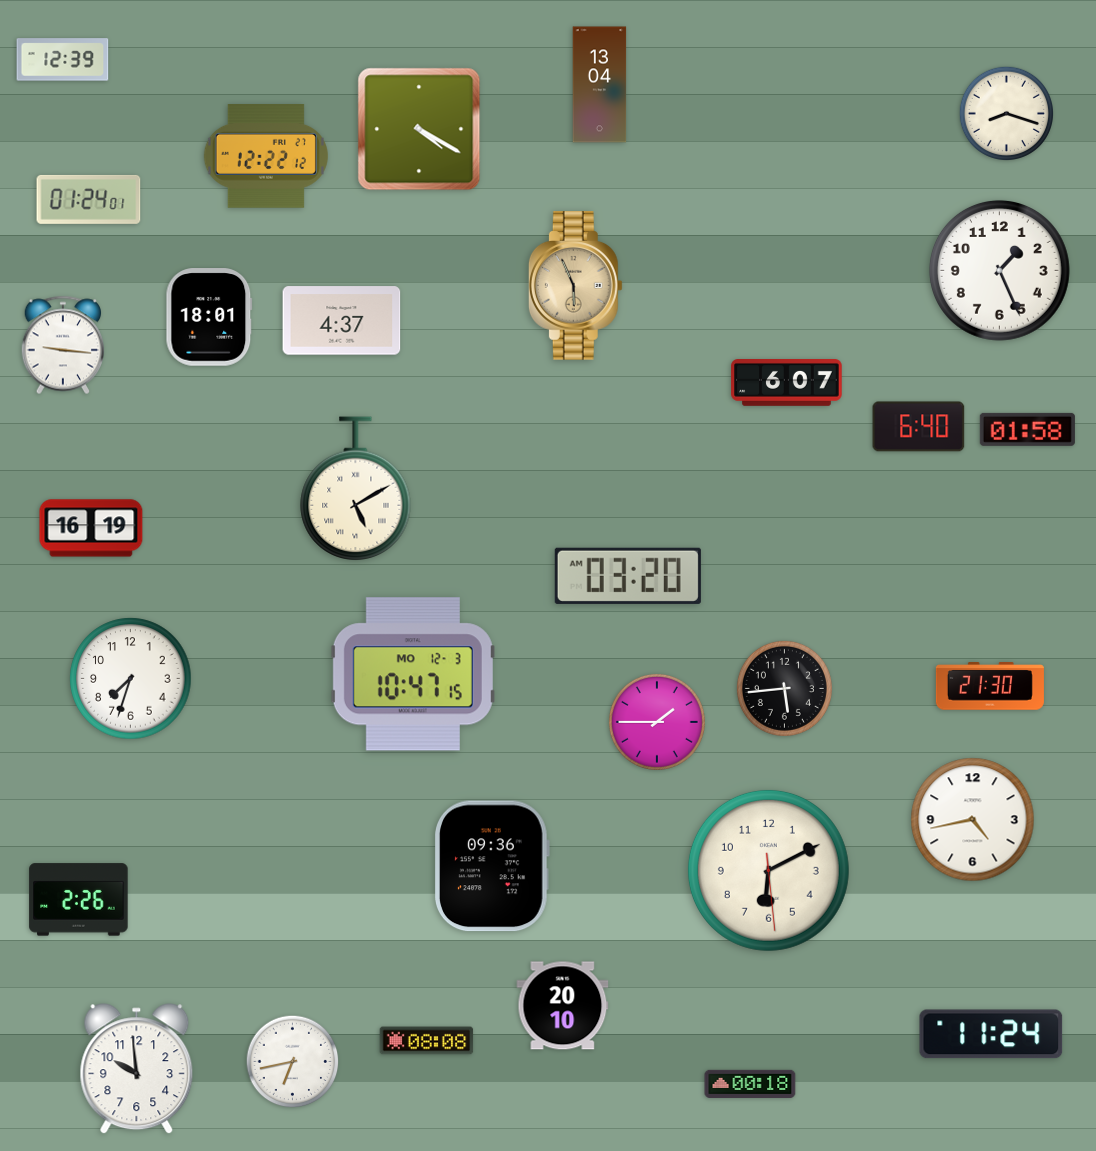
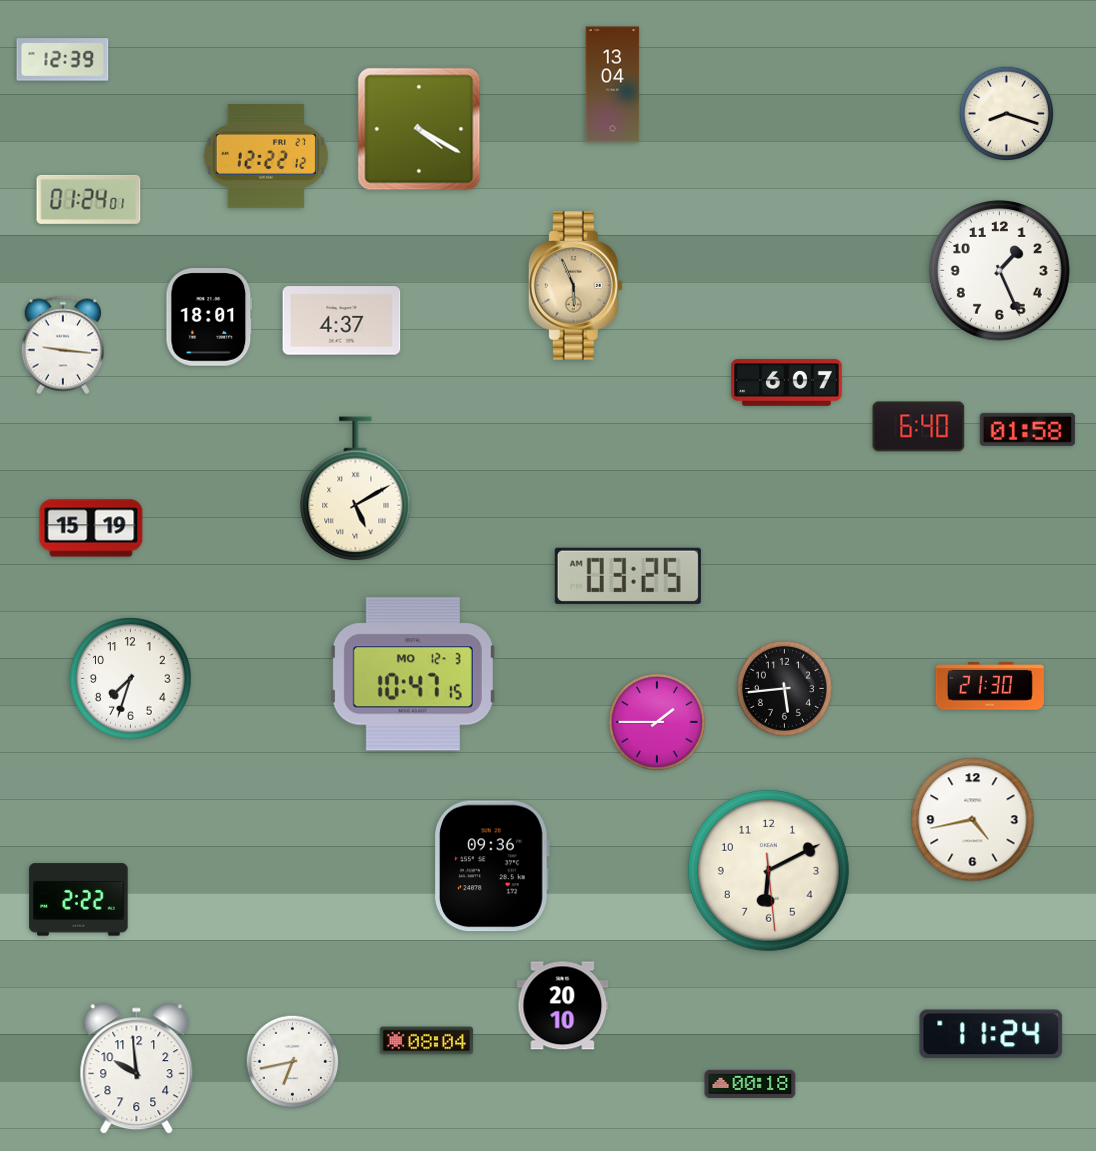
clock at (600, 85) position: (600, 85) -> (613, 85)
clock at (91, 528): 16:19 -> 15:19
clock at (628, 576): 03:20 -> 03:25
clock at (79, 900): 2:26 -> 2:22
clock at (427, 1041): 08:08 -> 08:04
